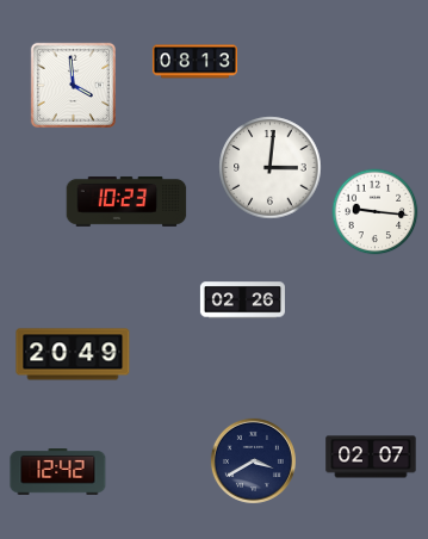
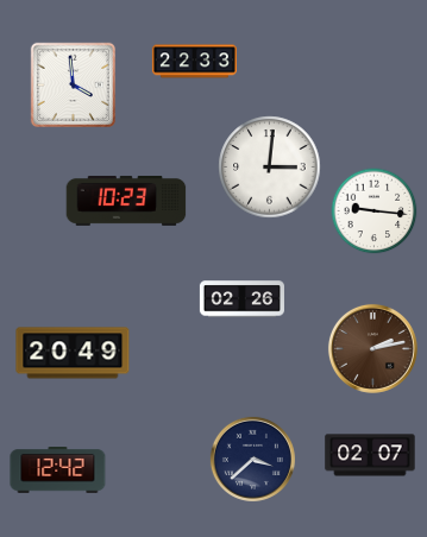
clock at (194, 62): 08:13 -> 22:33
clock at (372, 348): none -> 2:13
clock at (253, 460): 3:40 -> 3:38
